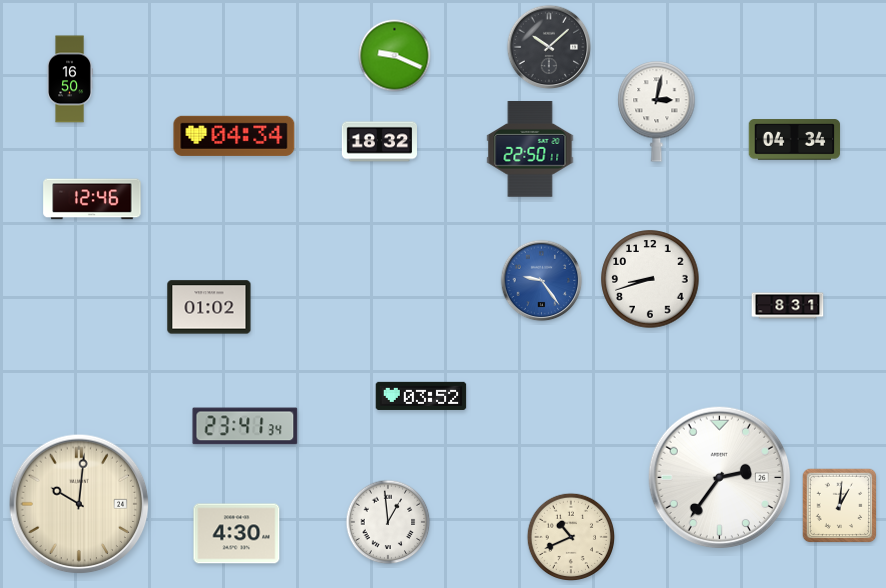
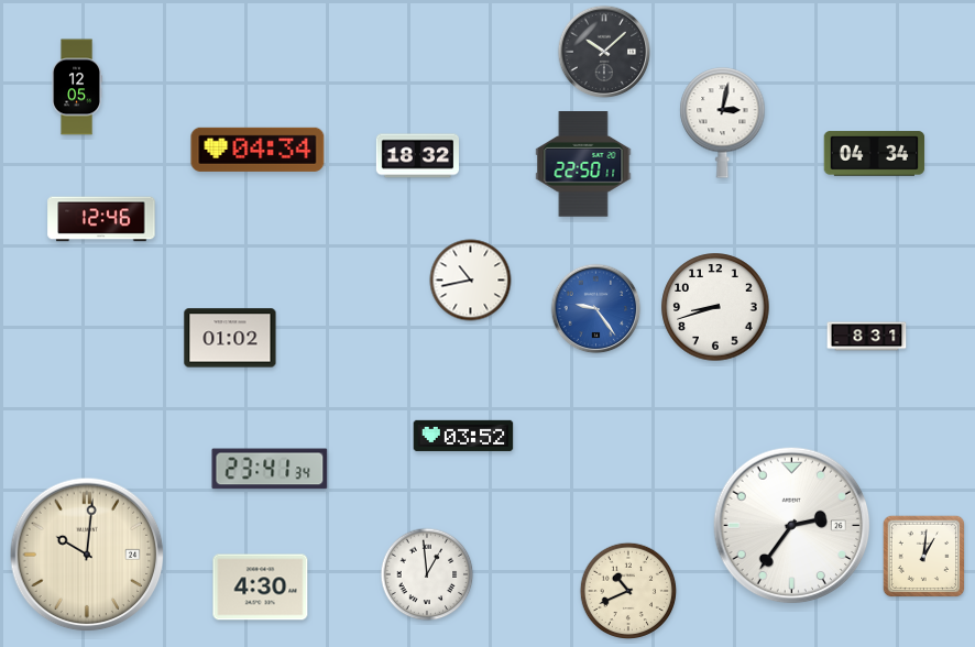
clock at (395, 56): 9:19 -> none
clock at (70, 79): 16:50 -> 12:05
clock at (471, 281): none -> 10:43
